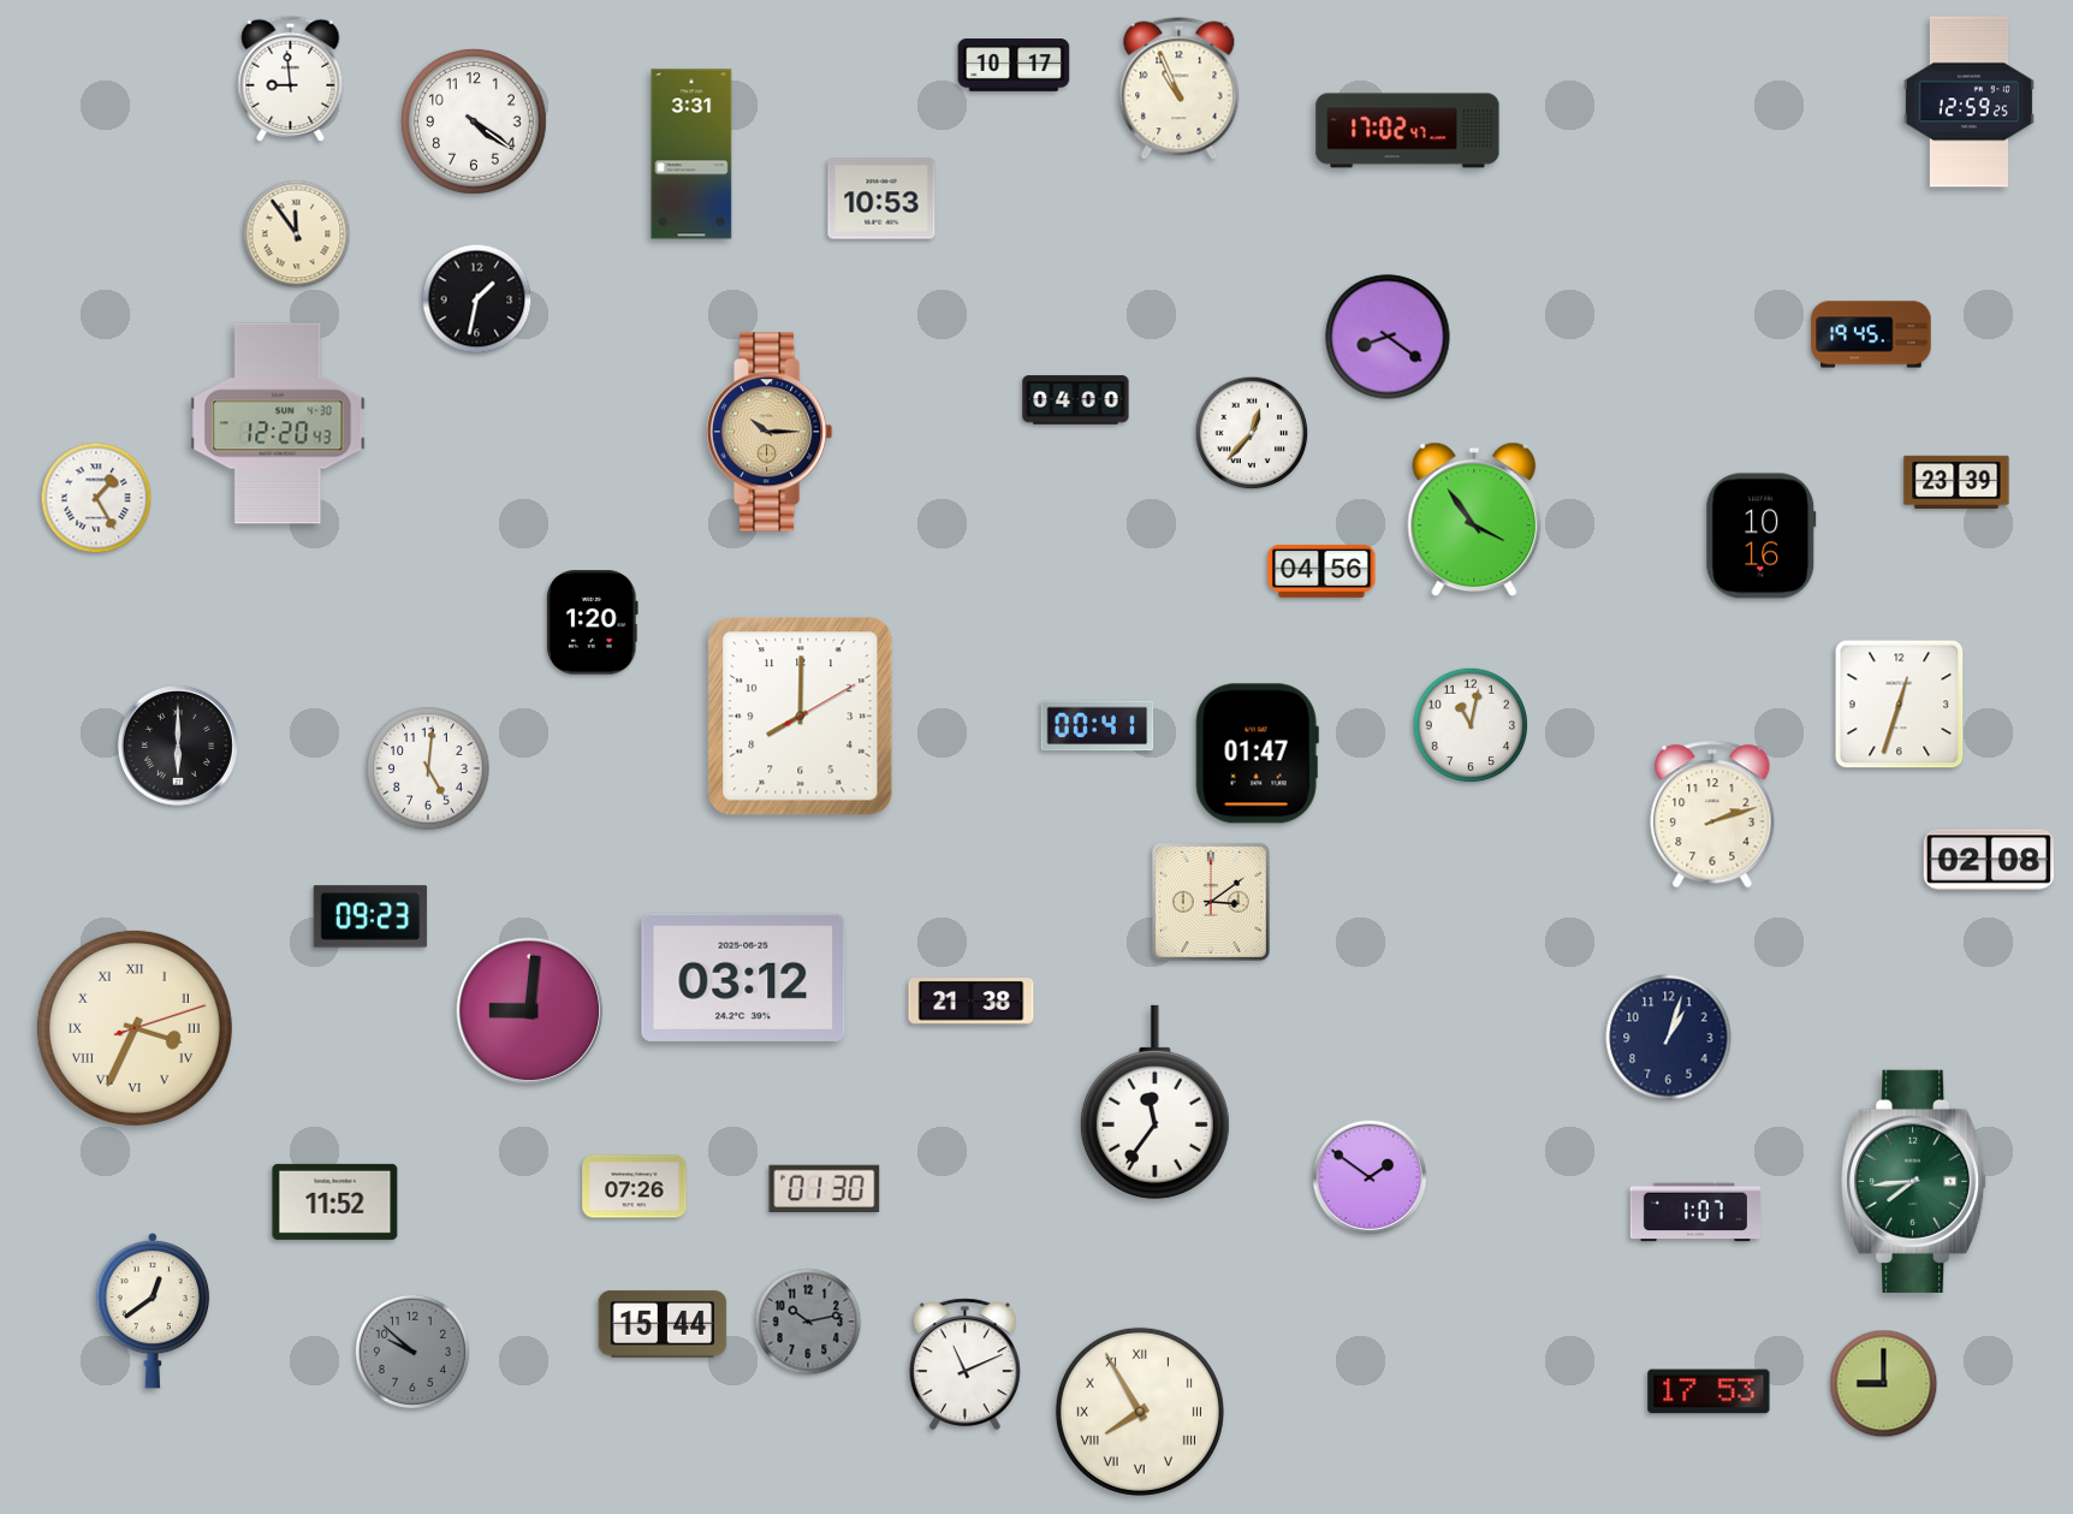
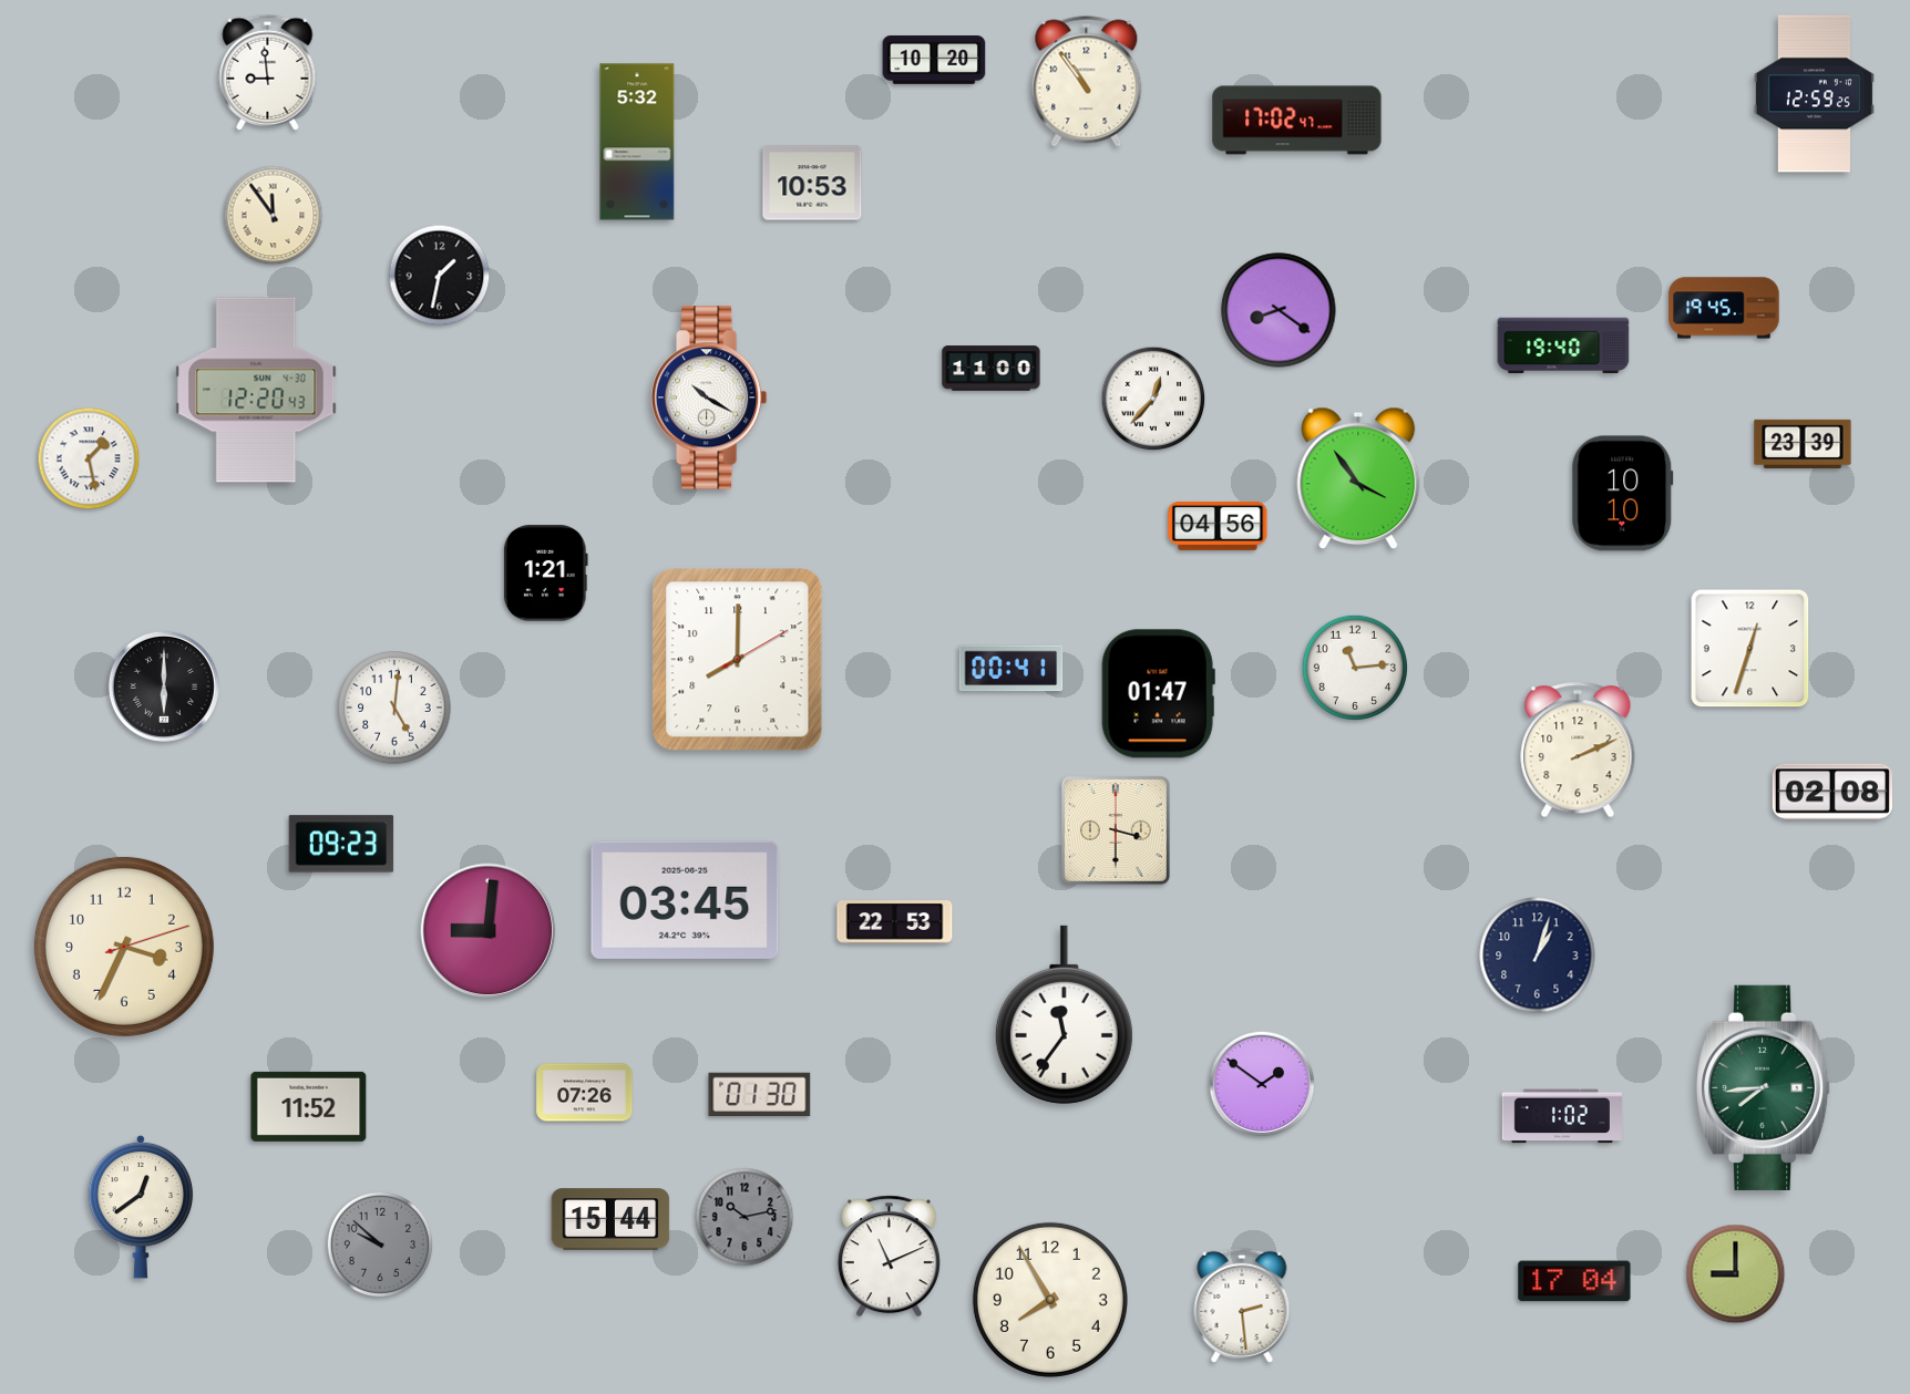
clock at (1014, 65): 10:17 -> 10:20
clock at (1180, 89): 10:56 -> 10:54
clock at (474, 121): 4:21 -> none
clock at (691, 154): 3:31 -> 5:32
clock at (1563, 345): none -> 19:40
clock at (1076, 400): 04:00 -> 11:00
clock at (770, 432): 10:15 -> 10:20
clock at (770, 432) dial: champagne -> white
clock at (96, 498): 1:25 -> 1:28
clock at (1762, 536): 10:16 -> 10:10
clock at (592, 623): 1:20 -> 1:21
clock at (1469, 724): 11:02 -> 11:14
clock at (1712, 814): 2:12 -> 2:11
clock at (1211, 902): 3:09 -> 3:30
clock at (743, 978): 03:12 -> 03:45
clock at (972, 1002): 21:38 -> 22:53
clock at (135, 1028) numerals: Roman -> Arabic
clock at (1694, 1212): 1:07 -> 1:02
clock at (1709, 1391): 17:53 -> 17:04
clock at (1140, 1412) numerals: Roman -> Arabic
clock at (1242, 1305): none -> 2:29
